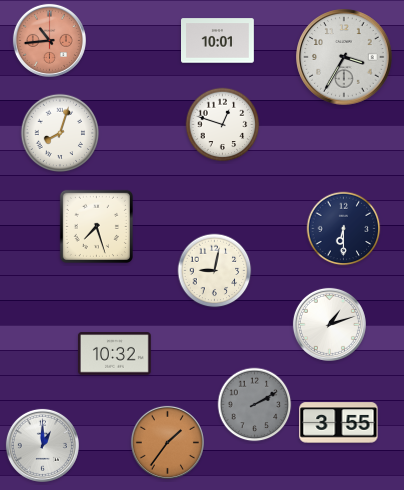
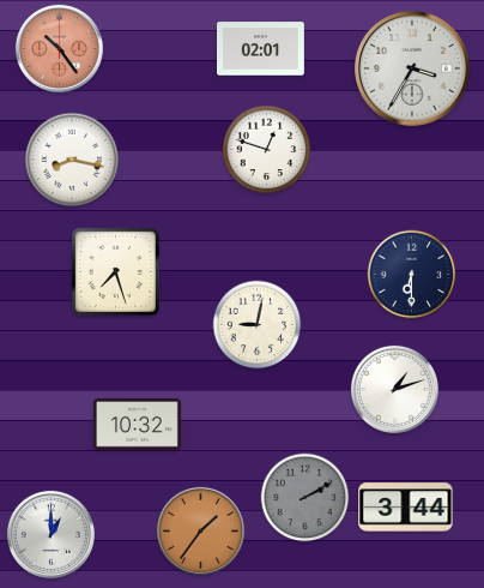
clock at (49, 40): 10:44 -> 10:24
clock at (218, 41): 10:01 -> 02:01
clock at (60, 133): 8:03 -> 8:17
clock at (255, 405) position: (255, 405) -> (305, 498)
clock at (339, 423): 3:55 -> 3:44
